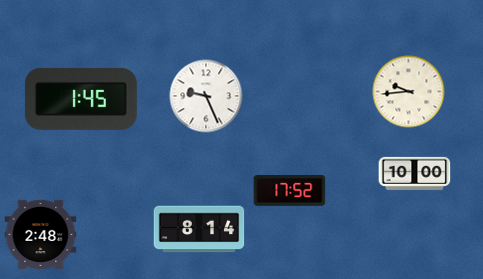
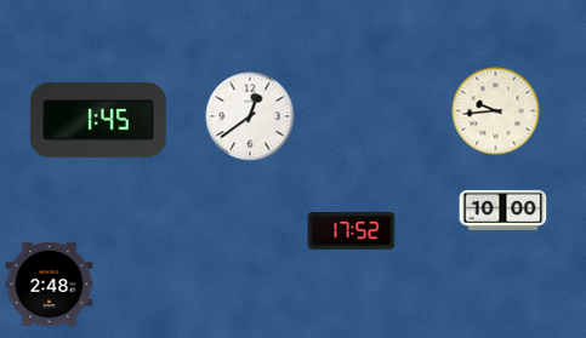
clock at (206, 96): 9:26 -> 12:39
clock at (199, 229): 8:14 -> none
